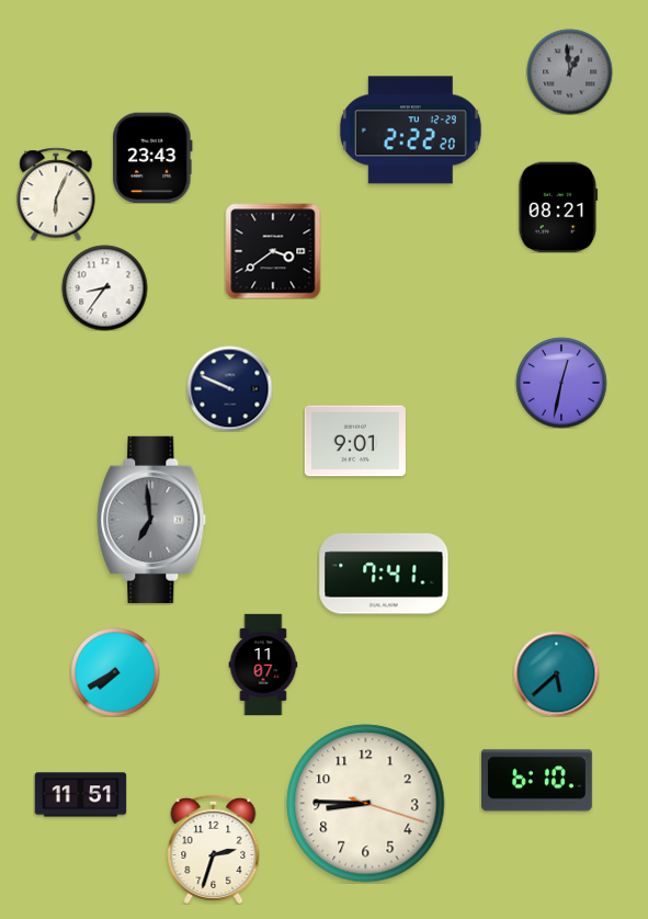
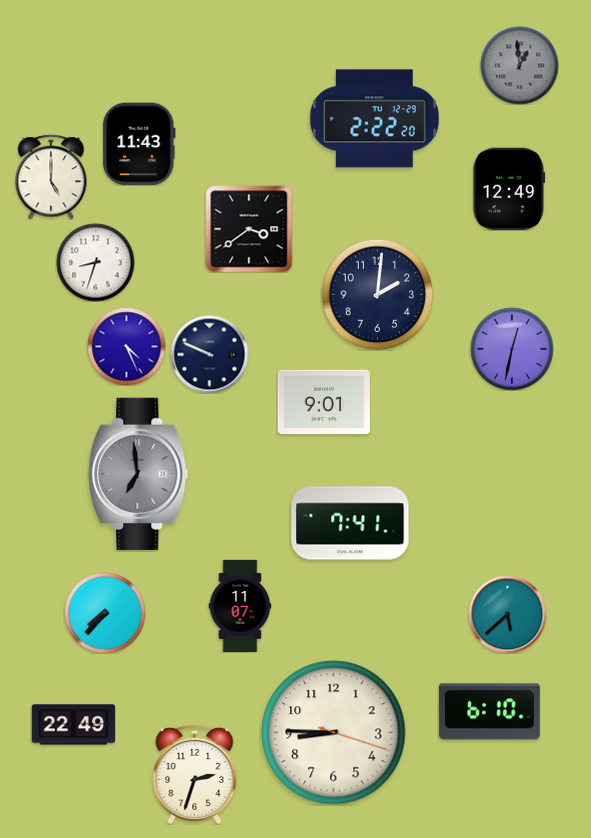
clock at (152, 158): 23:43 -> 11:43
clock at (56, 194): 6:04 -> 5:00
clock at (558, 207): 08:21 -> 12:49
clock at (104, 287): 8:36 -> 8:33
clock at (377, 294): none -> 2:01
clock at (126, 346): none -> 4:26
clock at (115, 672): 7:40 -> 7:37
clock at (80, 795): 11:51 -> 22:49
